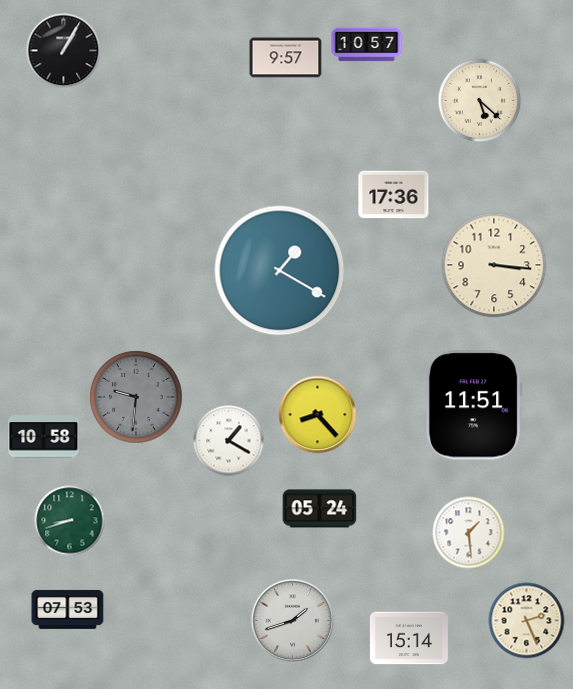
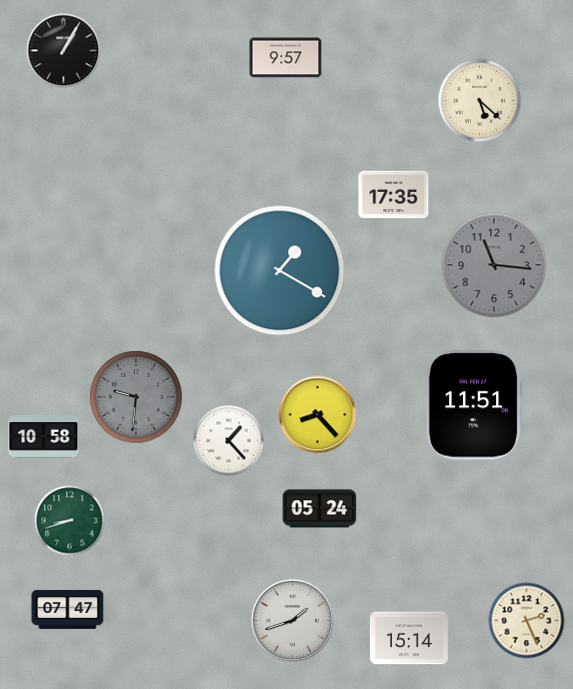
clock at (367, 45): 10:57 -> none
clock at (394, 195): 17:36 -> 17:35
clock at (494, 265): 3:16 -> 11:16
clock at (494, 265) dial: cream -> grey
clock at (229, 441): 1:20 -> 1:23
clock at (469, 533): 1:29 -> none
clock at (68, 609): 07:53 -> 07:47
